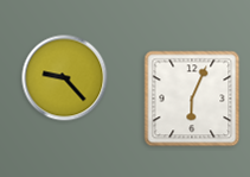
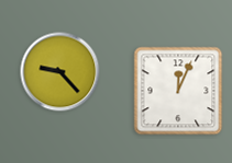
clock at (192, 99): 6:04 -> 12:04
